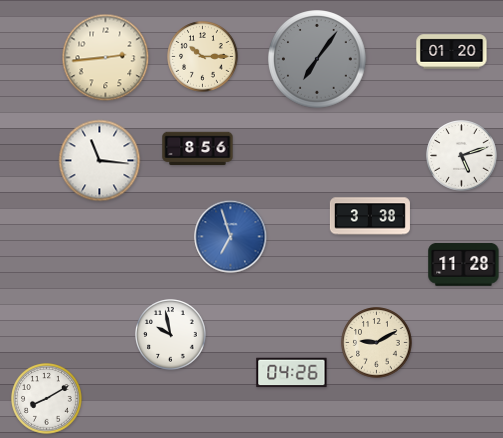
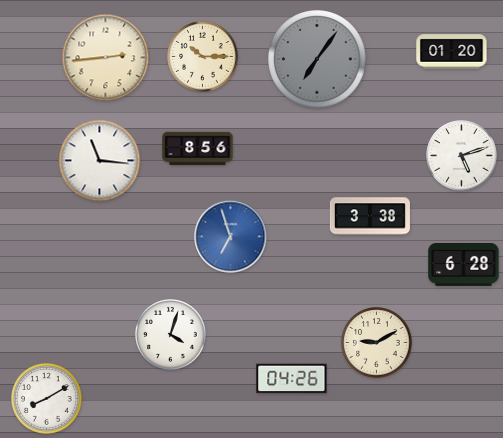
clock at (464, 265): 11:28 -> 6:28
clock at (171, 335): 9:58 -> 4:03
clock at (292, 373) position: (292, 373) -> (292, 379)
